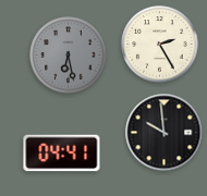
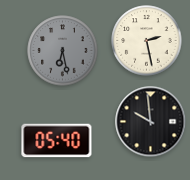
clock at (160, 45): 2:25 -> 2:28
clock at (62, 154): 04:41 -> 05:40
